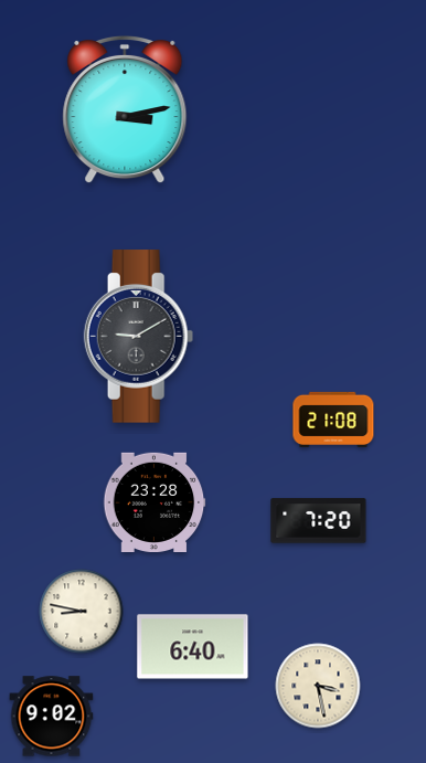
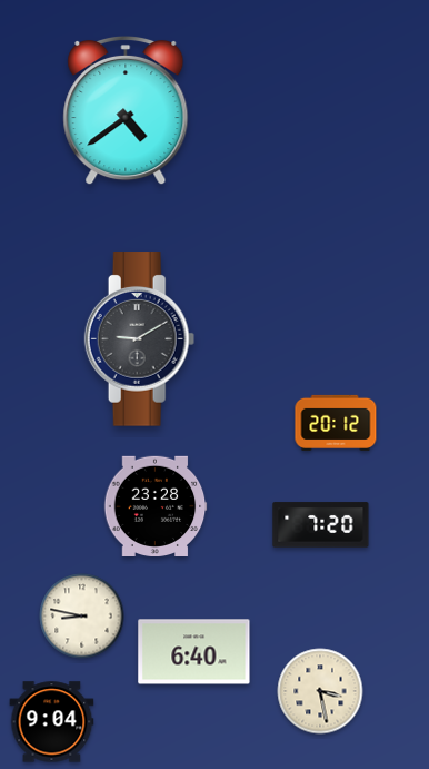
clock at (125, 109): 3:13 -> 4:39
clock at (333, 420): 21:08 -> 20:12
clock at (52, 717): 9:02 -> 9:04
